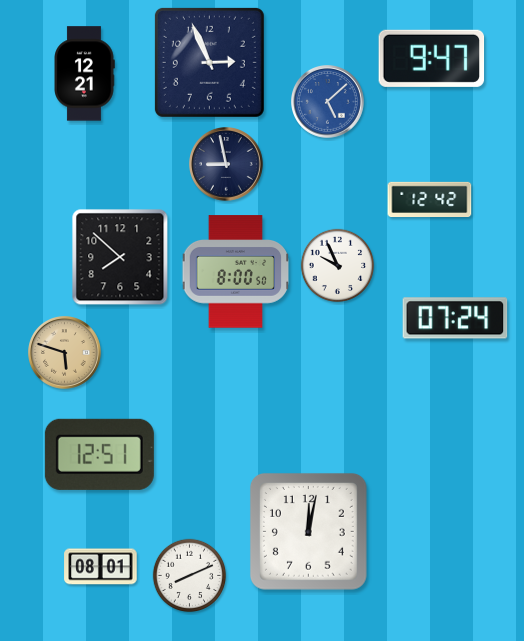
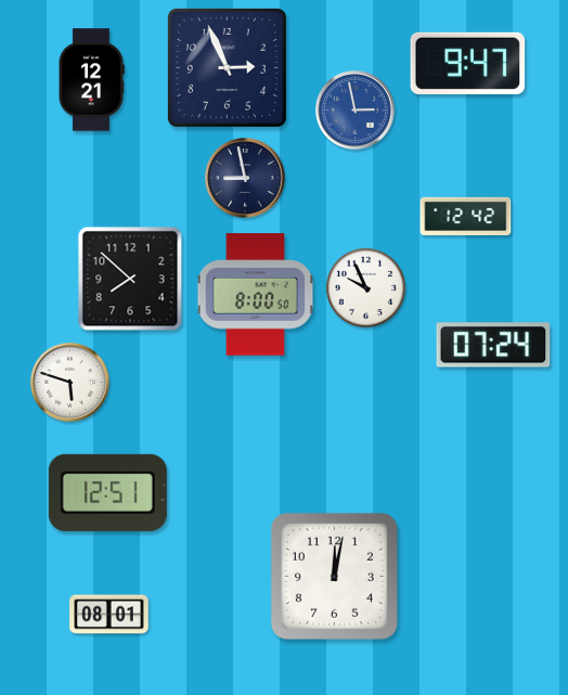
clock at (328, 102): 5:08 -> 2:58
clock at (65, 353) dial: champagne -> white
clock at (190, 576): 8:11 -> none
